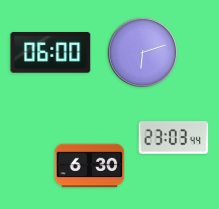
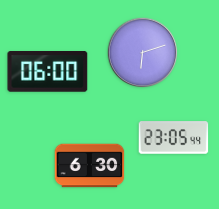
clock at (51, 53) position: (51, 53) -> (48, 72)
clock at (174, 138): 23:03 -> 23:05
